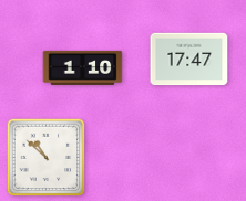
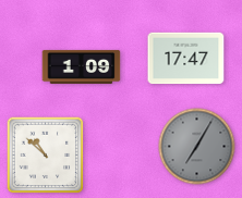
clock at (83, 67): 1:10 -> 1:09
clock at (197, 147): none -> 7:05
